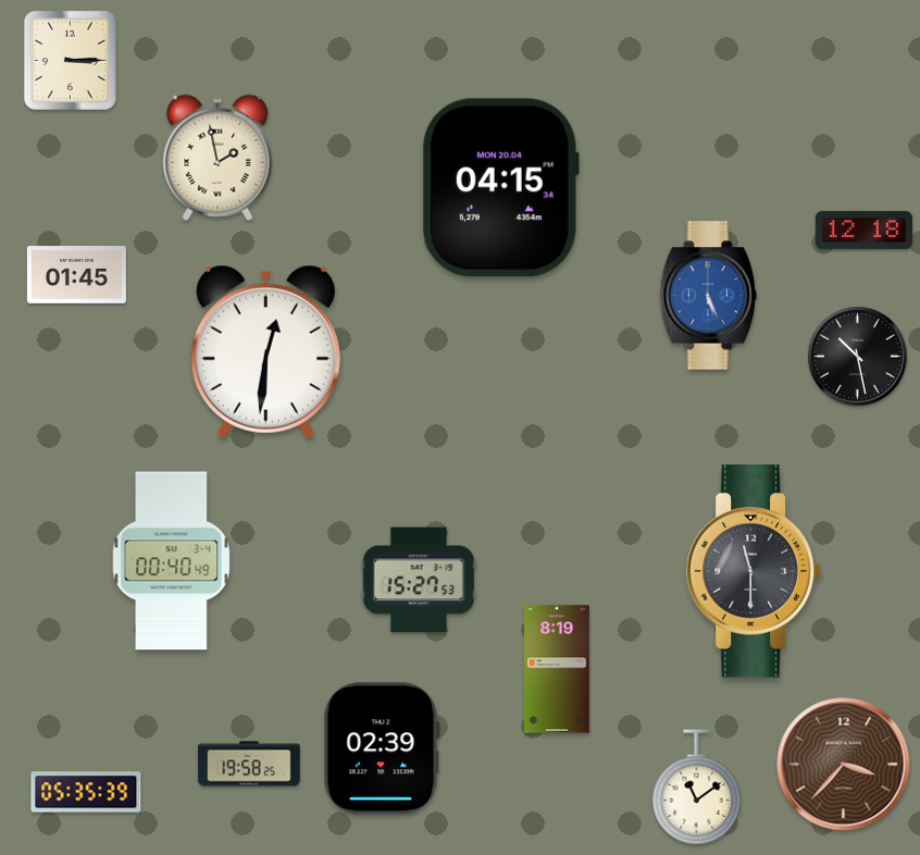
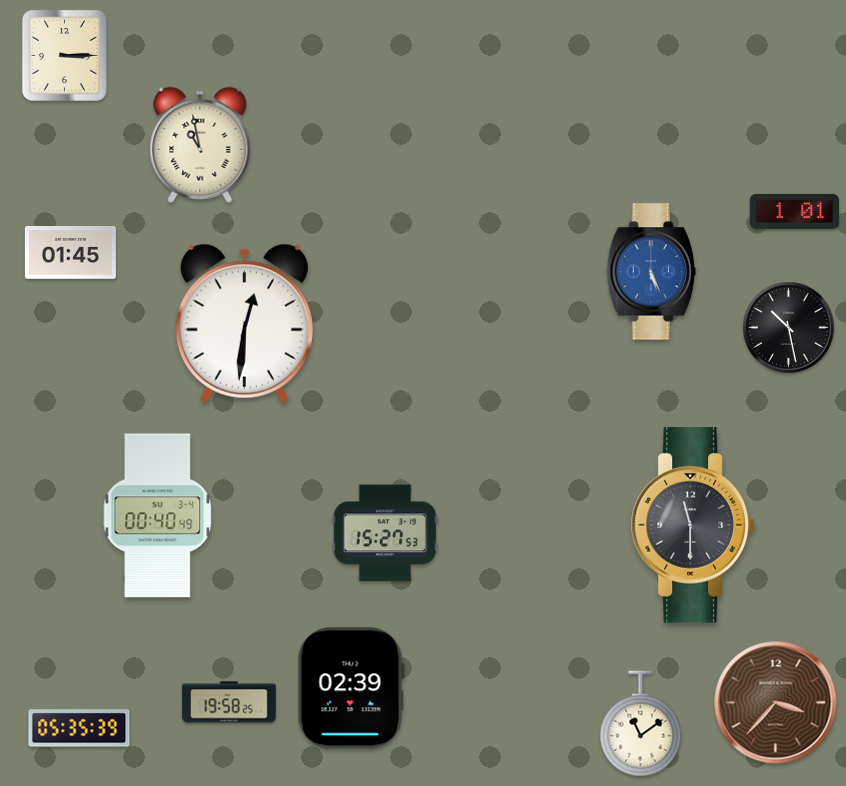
clock at (217, 158): 1:58 -> 10:58
clock at (500, 188): 04:15 -> none
clock at (863, 230): 12:18 -> 1:01
clock at (557, 669): 8:19 -> none
